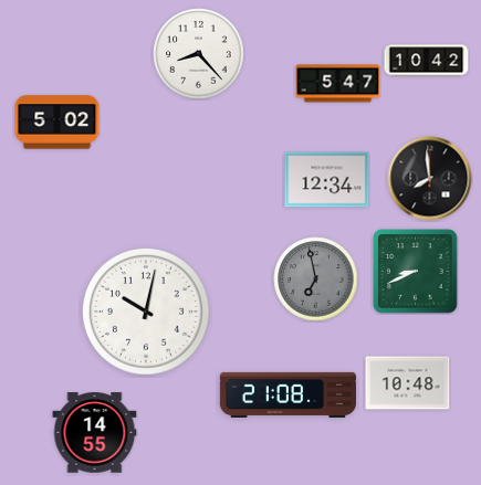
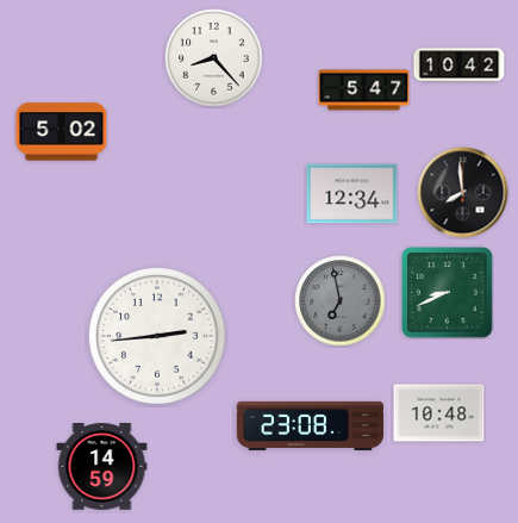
clock at (146, 312): 10:02 -> 2:44
clock at (287, 394): 21:08 -> 23:08
clock at (95, 433): 14:55 -> 14:59
